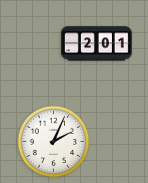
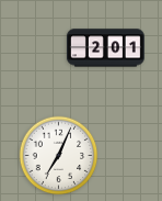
clock at (54, 142): 2:04 -> 7:04
